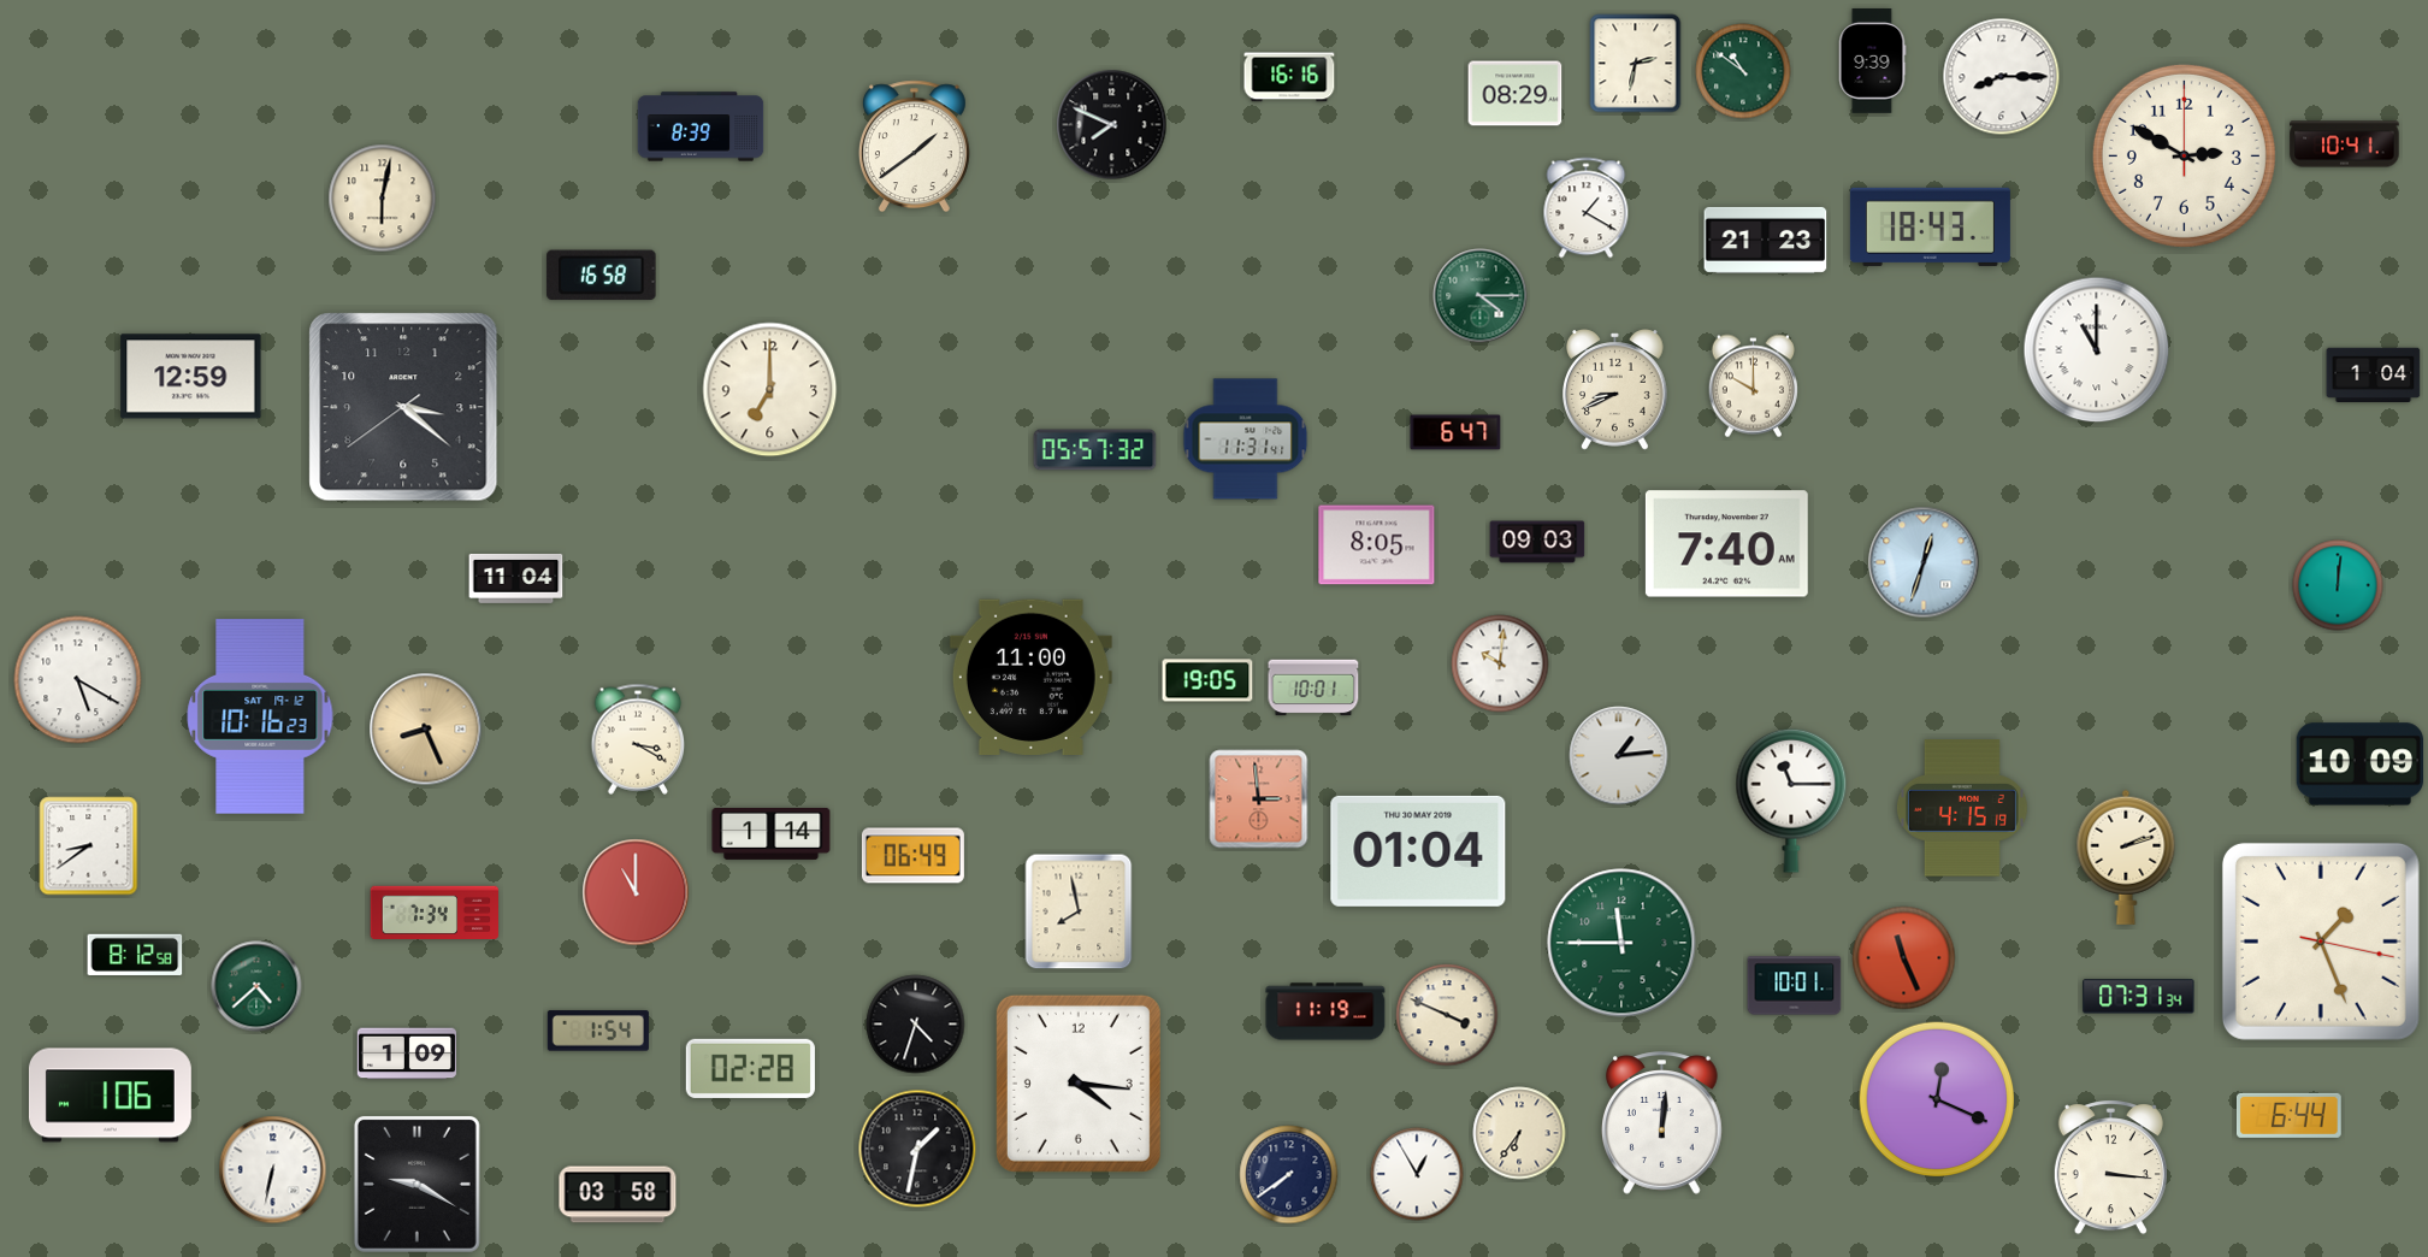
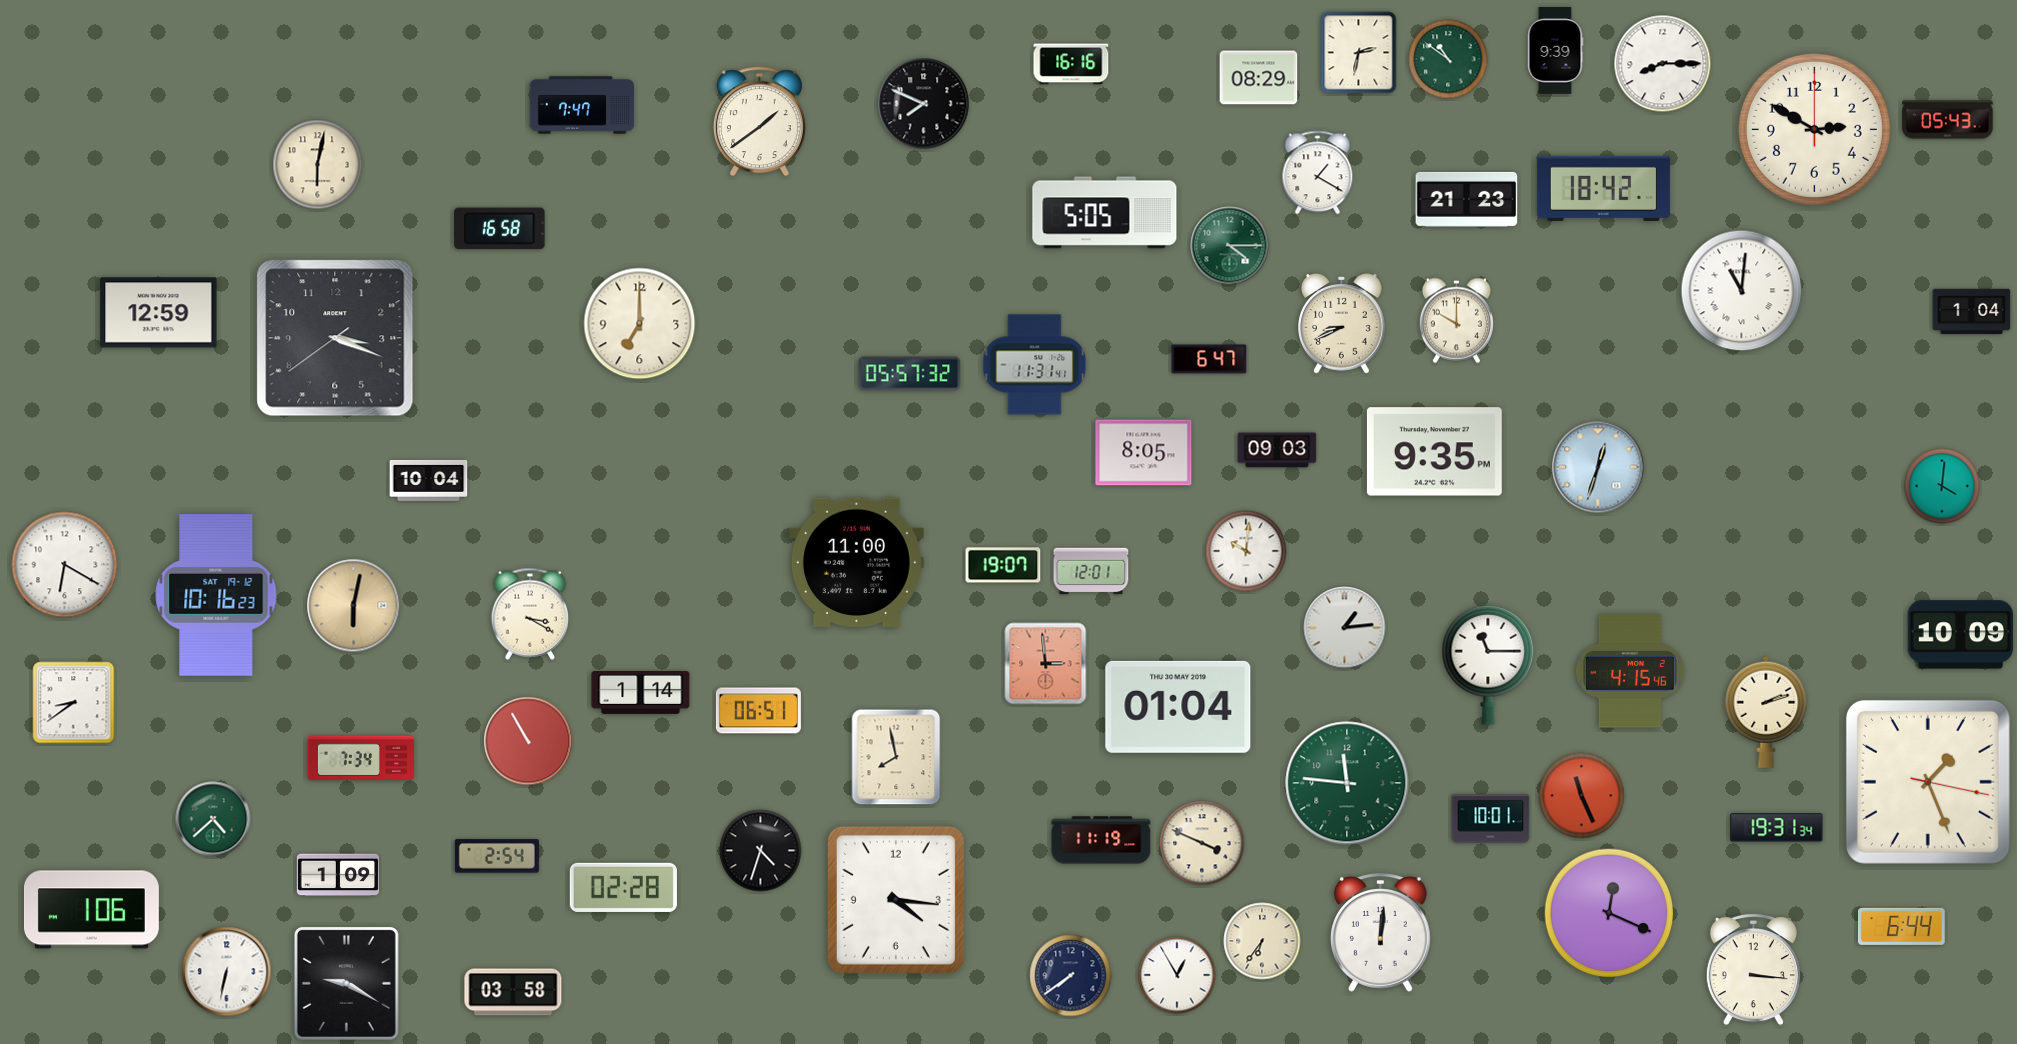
clock at (701, 126): 8:39 -> 7:47
clock at (2345, 144): 10:41 -> 05:43
clock at (1930, 226): 18:43 -> 18:42
clock at (1105, 213): none -> 5:05
clock at (2097, 350): 11:00 -> 11:01
clock at (403, 407): 3:21 -> 3:18
clock at (1726, 544): 7:40 -> 9:35
clock at (516, 578): 11:04 -> 10:04
clock at (2338, 585): 12:01 -> 4:01
clock at (78, 680): 5:20 -> 6:20
clock at (1207, 680): 19:05 -> 19:07
clock at (1313, 687): 10:01 -> 12:01
clock at (426, 730): 8:26 -> 6:02
clock at (1962, 808): 4:15:19 -> 4:15:46
clock at (912, 856): 06:49 -> 06:51
clock at (636, 892): 11:00 -> 10:55
clock at (1621, 943): 11:45 -> 11:46
clock at (135, 955): 8:12 -> none
clock at (2139, 997): 07:31 -> 19:31
clock at (598, 1031): 1:54 -> 2:54
clock at (917, 1149): 1:32 -> none
